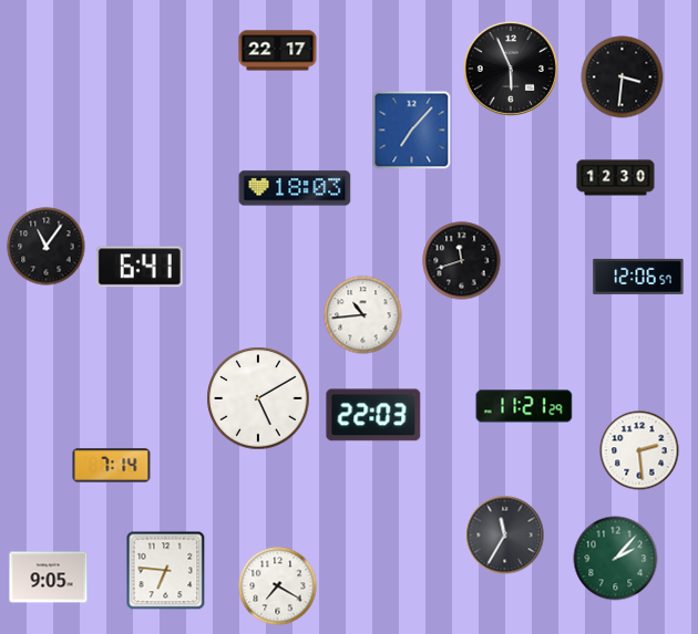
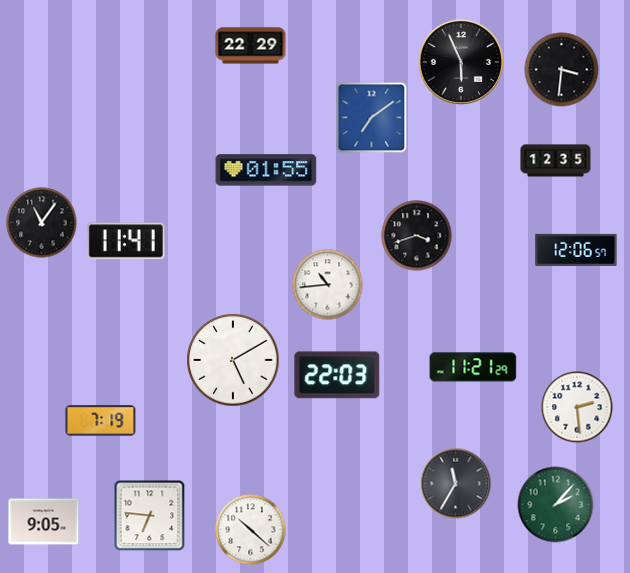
clock at (278, 51): 22:17 -> 22:29
clock at (412, 131): 7:07 -> 7:09
clock at (616, 178): 12:30 -> 12:35
clock at (295, 188): 18:03 -> 01:55
clock at (462, 261): 11:42 -> 3:42
clock at (140, 267): 6:41 -> 11:41
clock at (112, 466): 7:14 -> 7:19
clock at (278, 586): 7:20 -> 10:22
